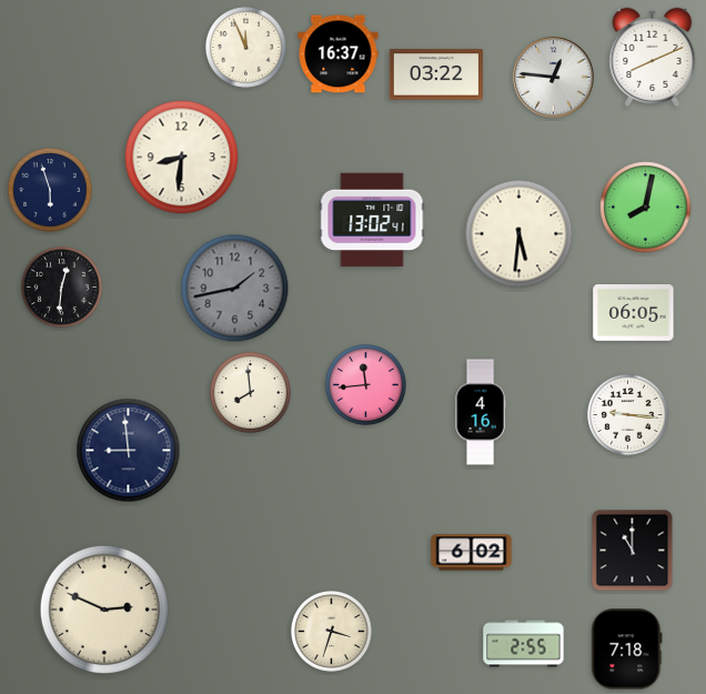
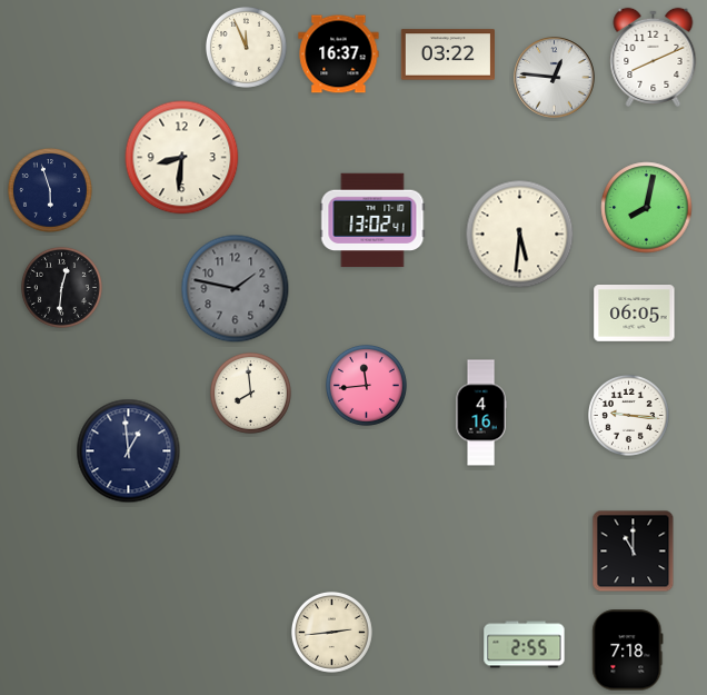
clock at (435, 74) position: (435, 74) -> (447, 54)
clock at (235, 289): 1:43 -> 1:47
clock at (129, 451): 8:59 -> 12:59
clock at (472, 553): 6:02 -> none
clock at (104, 610): 2:49 -> none
clock at (331, 631): 3:33 -> 2:44
